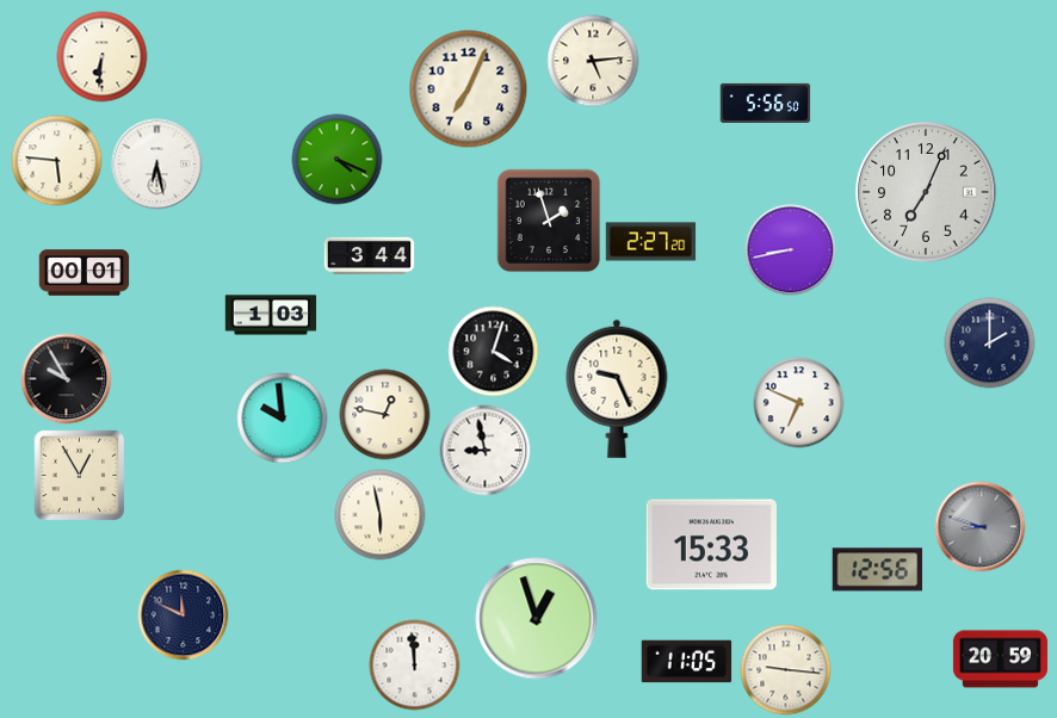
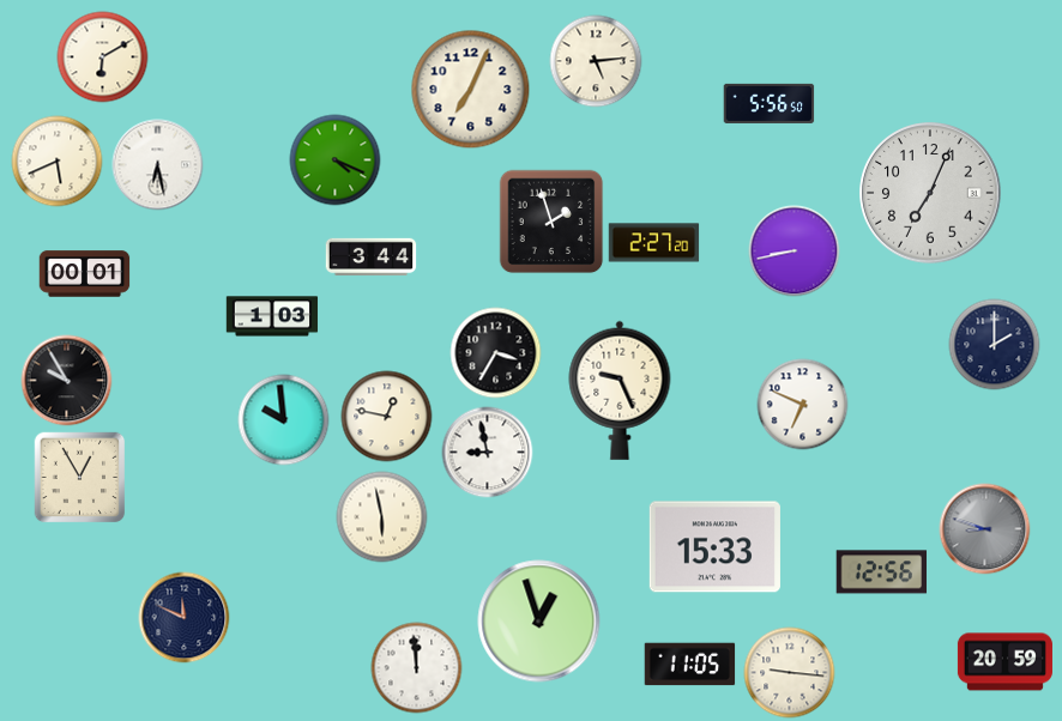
clock at (103, 57): 6:31 -> 6:10
clock at (338, 160) position: (338, 160) -> (336, 160)
clock at (57, 161): 5:46 -> 5:41
clock at (494, 352): 4:03 -> 3:35
